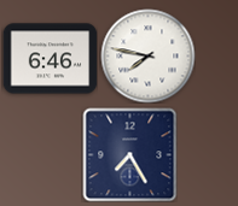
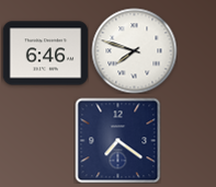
clock at (147, 55): 7:47 -> 7:48
clock at (129, 154): 7:25 -> 7:21
